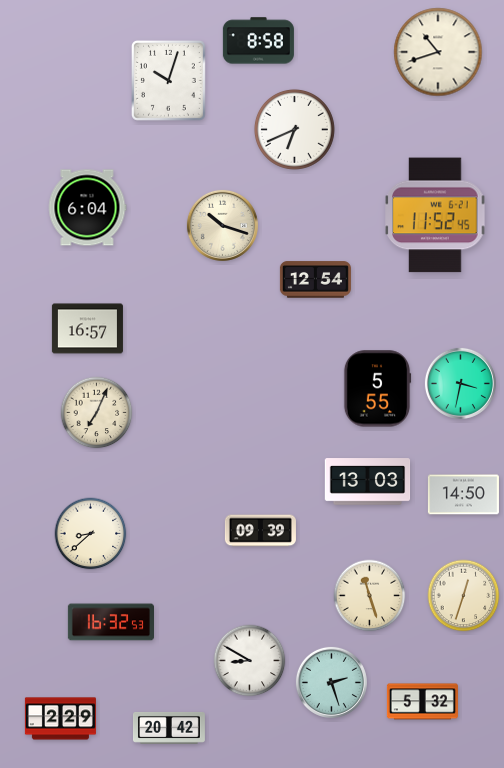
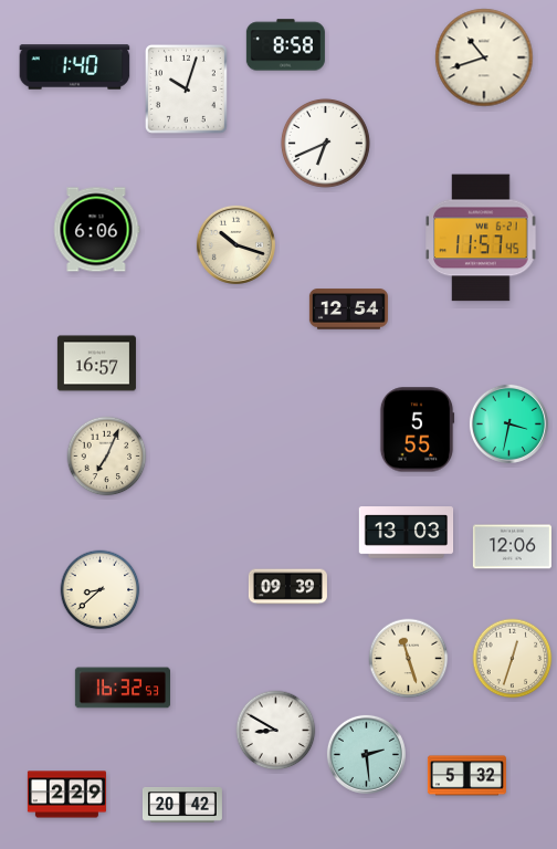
clock at (75, 67): none -> 1:40
clock at (87, 208): 6:04 -> 6:06
clock at (435, 215): 11:52 -> 11:57
clock at (222, 225) position: (222, 225) -> (235, 244)
clock at (463, 495): 14:50 -> 12:06
clock at (331, 682): 2:27 -> 2:29
clock at (169, 728) position: (169, 728) -> (182, 805)
